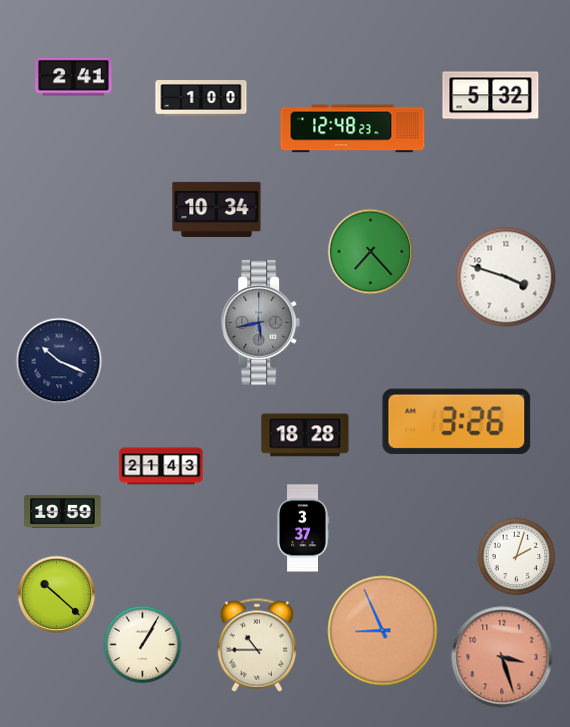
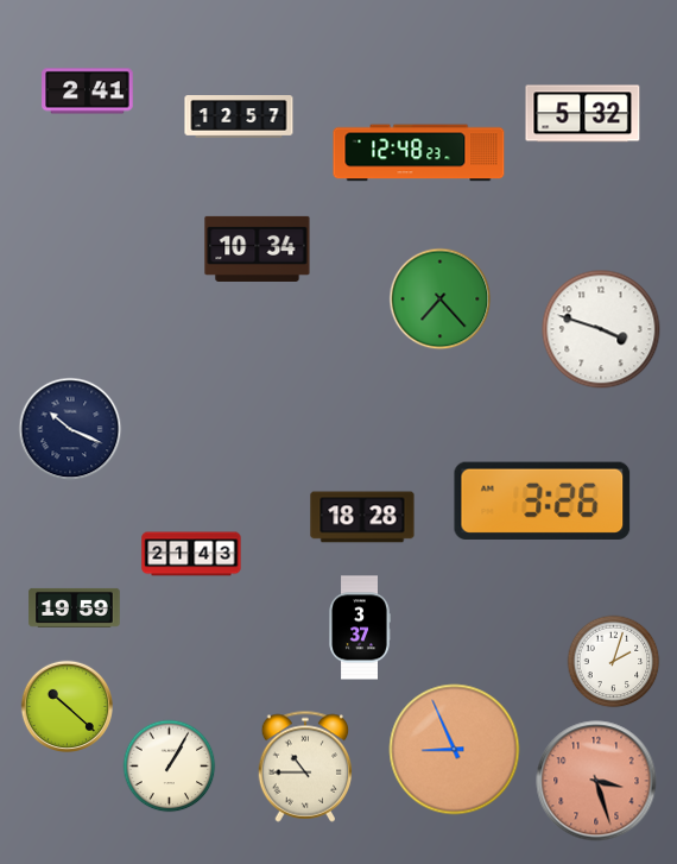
clock at (201, 98): 1:00 -> 12:57
clock at (261, 323): 5:43 -> none
